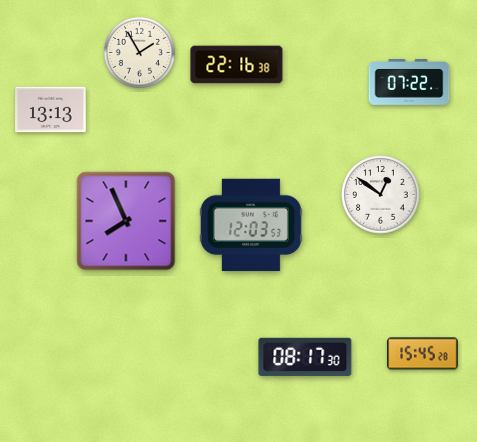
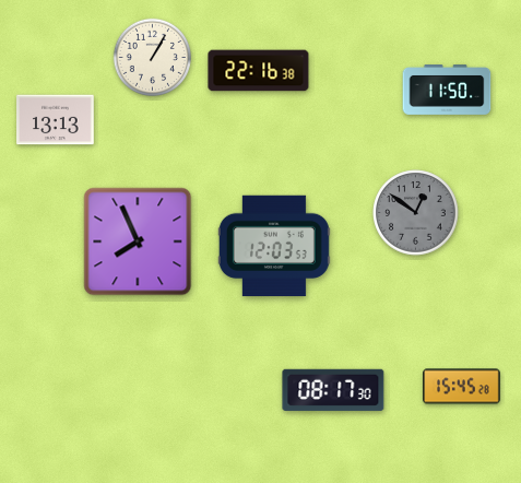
clock at (139, 52): 1:55 -> 1:05
clock at (409, 82): 07:22 -> 11:50
clock at (381, 195) dial: white -> grey
